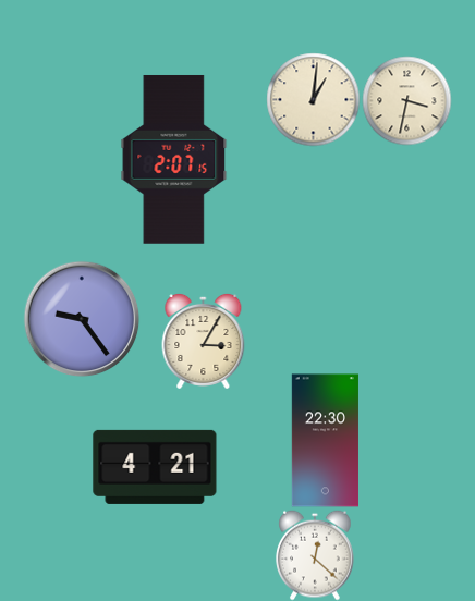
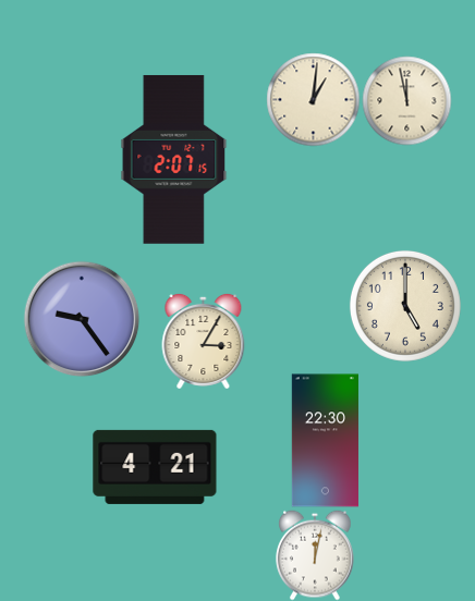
clock at (406, 100): 3:32 -> 11:58
clock at (405, 306): none -> 5:00
clock at (316, 555): 12:22 -> 12:02
